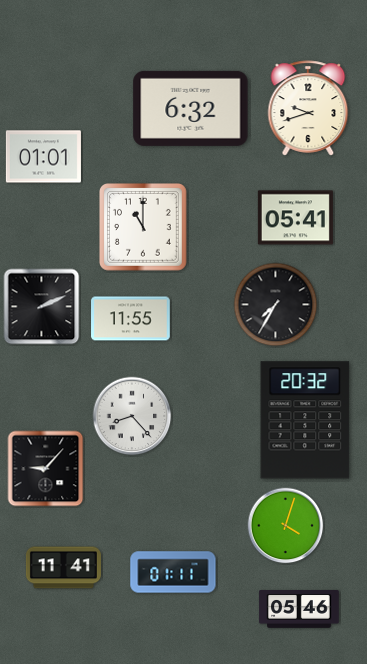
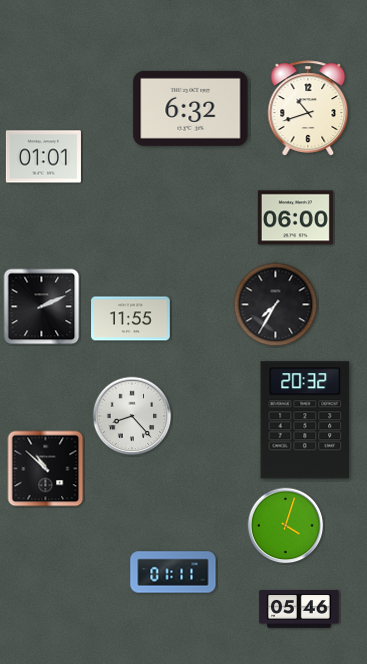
clock at (308, 108): 9:42 -> 10:42
clock at (295, 218): 05:41 -> 06:00
clock at (144, 228): 11:00 -> none
clock at (46, 469): 9:07 -> 10:52
clock at (63, 568): 11:41 -> none
